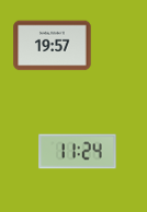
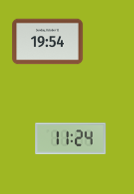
clock at (53, 46): 19:57 -> 19:54
